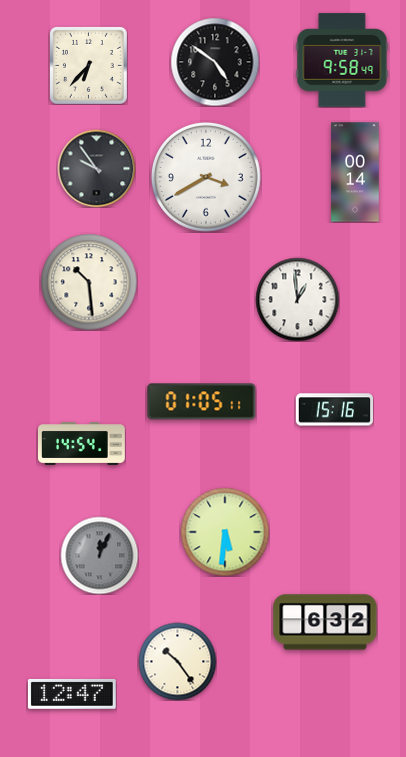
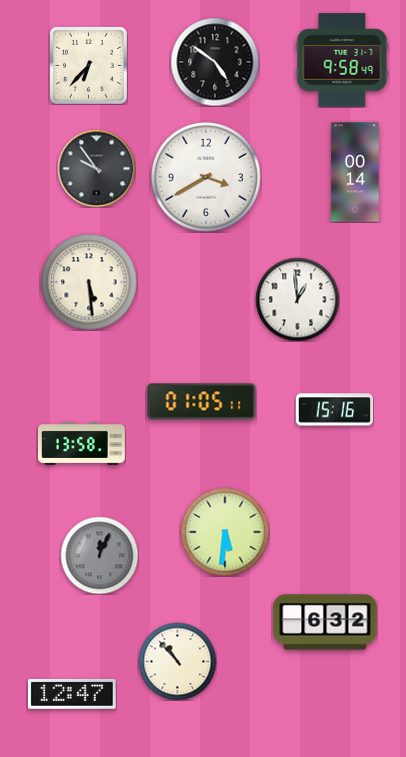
clock at (89, 282): 10:29 -> 5:29
clock at (82, 444): 14:54 -> 13:58
clock at (177, 661): 10:24 -> 10:53
